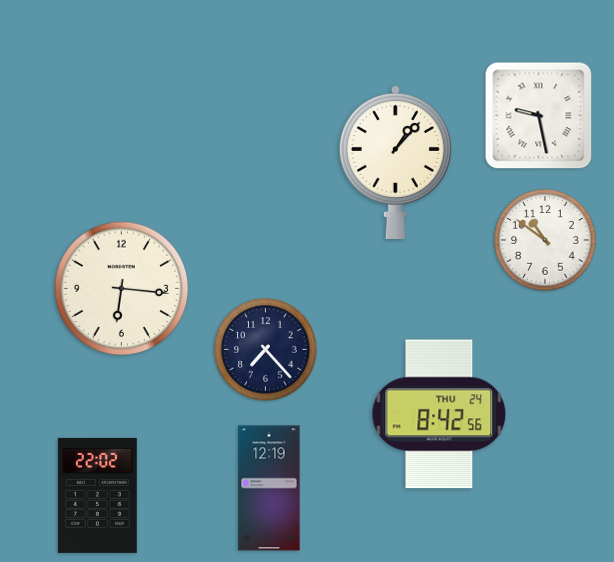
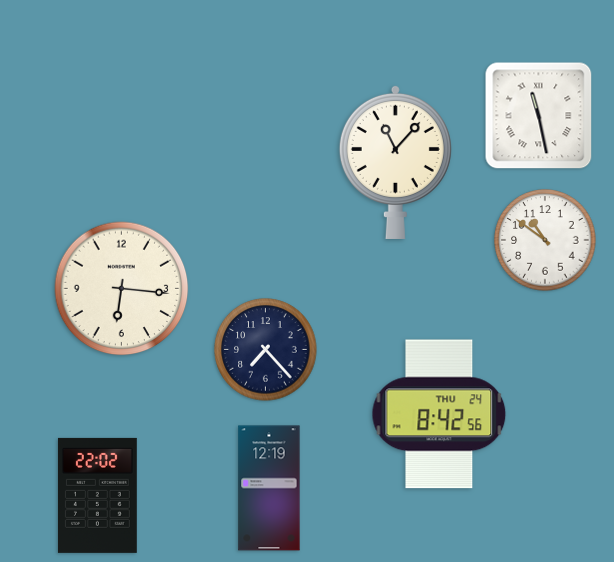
clock at (539, 116): 9:28 -> 11:28
clock at (395, 162): 1:07 -> 11:07
